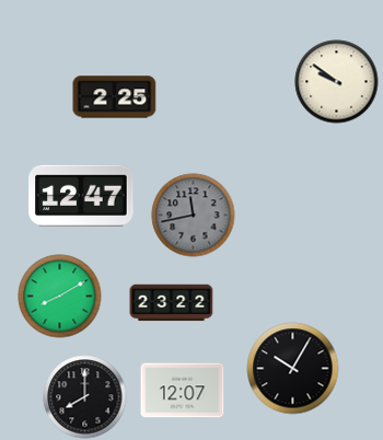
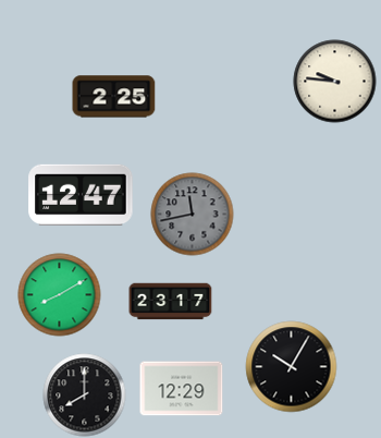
clock at (337, 82): 9:51 -> 9:46
clock at (172, 303): 23:22 -> 23:17
clock at (183, 391): 12:07 -> 12:29
